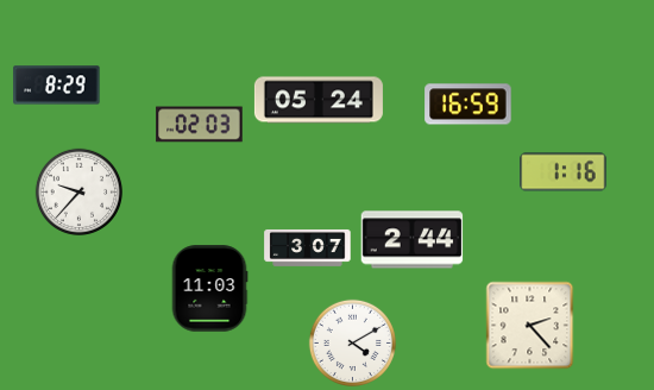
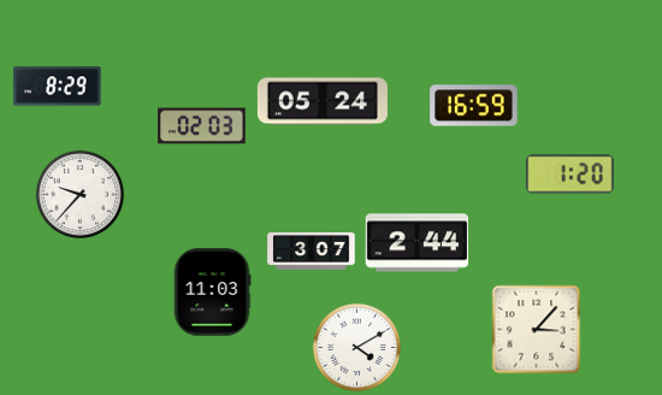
clock at (564, 172): 1:16 -> 1:20
clock at (530, 326): 2:23 -> 3:07
